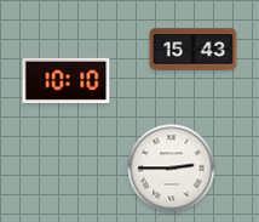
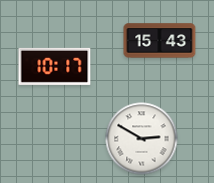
clock at (67, 80): 10:10 -> 10:17
clock at (172, 169): 2:45 -> 2:50
